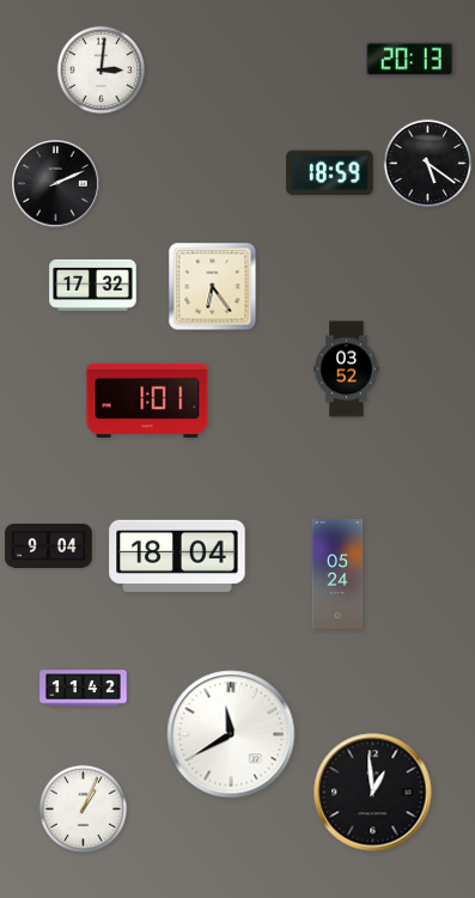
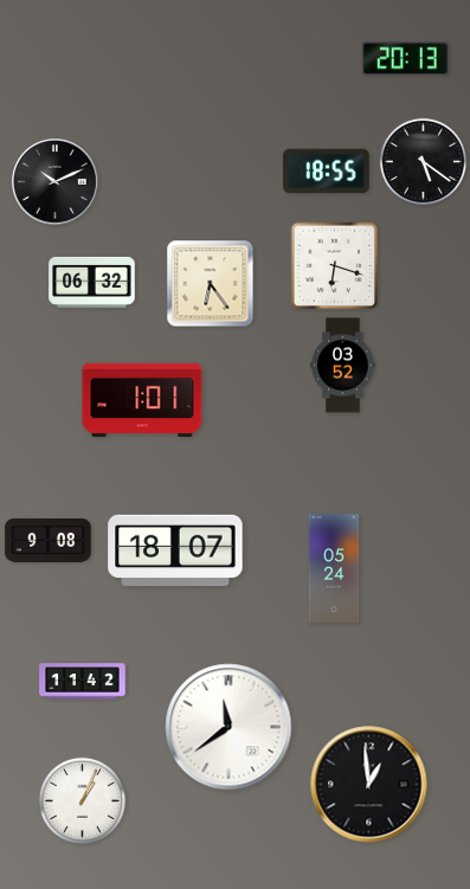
clock at (102, 71): 3:01 -> none
clock at (330, 173): 18:59 -> 18:55
clock at (56, 184): 2:11 -> 10:11
clock at (335, 266): none -> 6:18
clock at (93, 285): 17:32 -> 06:32
clock at (147, 399) position: (147, 399) -> (142, 399)
clock at (49, 545): 9:04 -> 9:08
clock at (177, 556): 18:04 -> 18:07
clock at (231, 734): 11:40 -> 11:39
